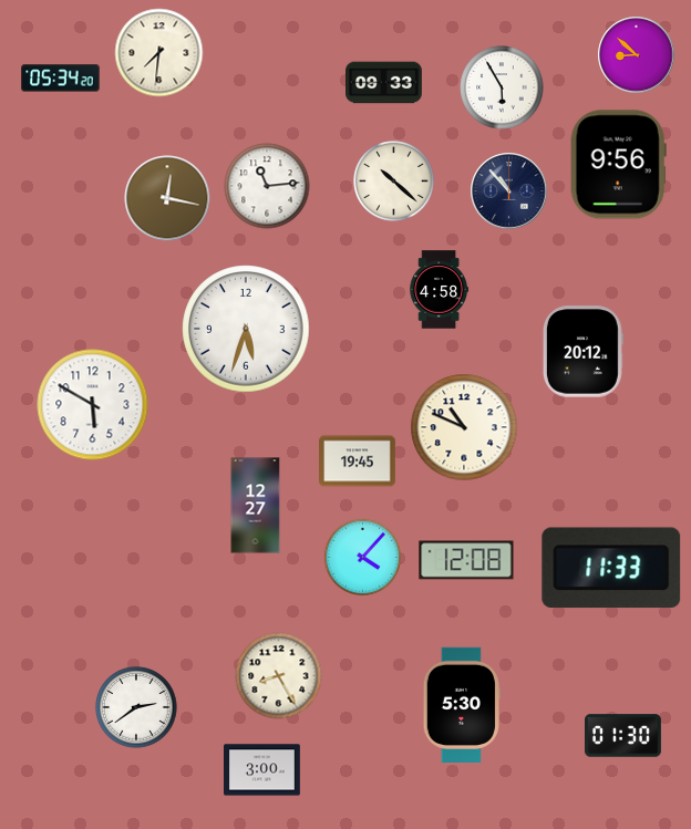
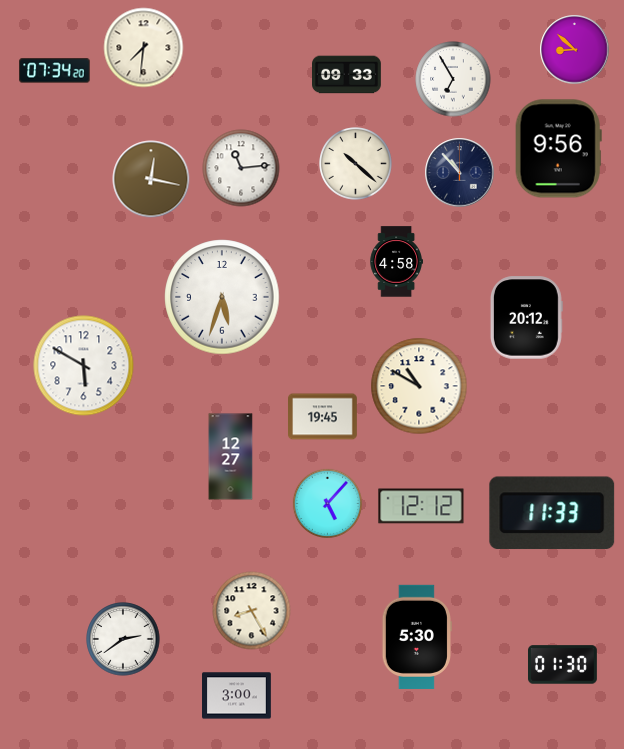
clock at (61, 79): 05:34 -> 07:34
clock at (502, 87): 5:55 -> 6:55
clock at (464, 427): 10:49 -> 10:50
clock at (362, 557): 4:07 -> 5:07
clock at (466, 560): 12:08 -> 12:12
